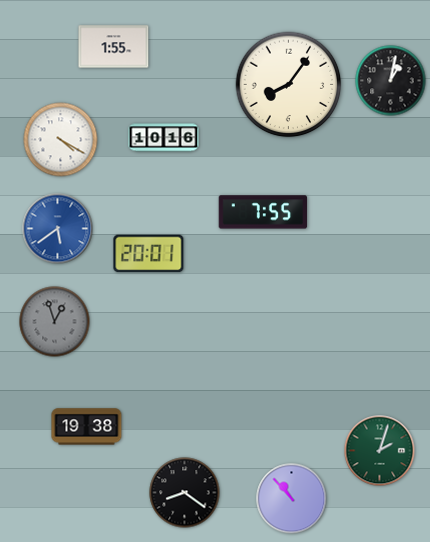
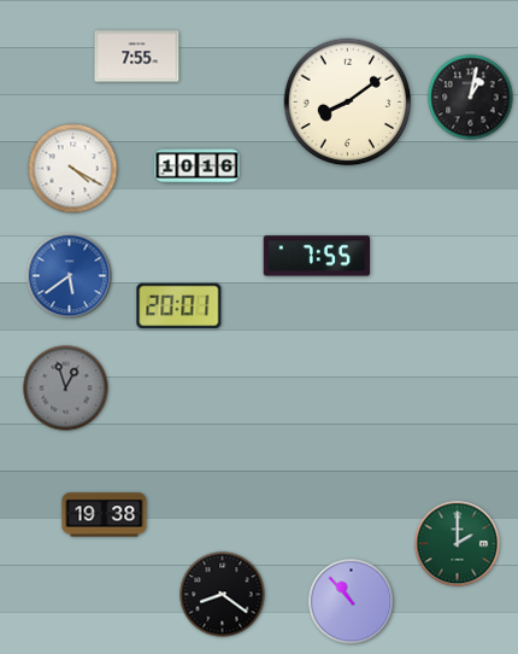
clock at (114, 47): 1:55 -> 7:55
clock at (289, 85): 8:06 -> 8:09
clock at (380, 451): 2:03 -> 2:00
